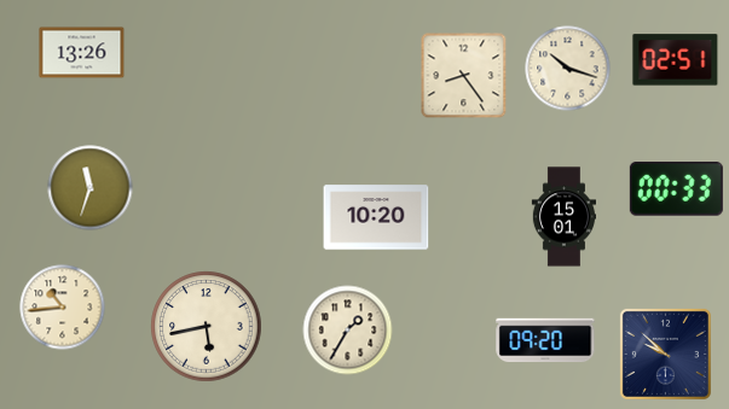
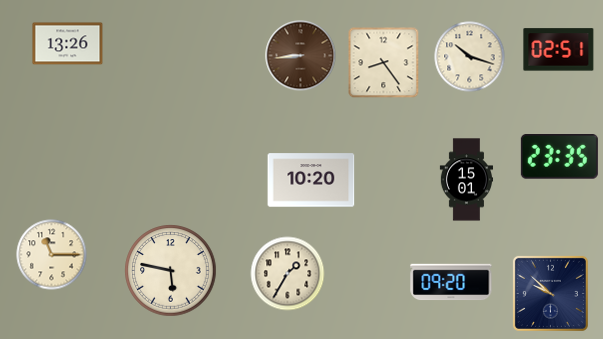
clock at (301, 56): none -> 8:44
clock at (91, 188): 11:33 -> none
clock at (676, 189): 00:33 -> 23:35
clock at (63, 308): 10:44 -> 11:15
clock at (207, 327): 5:43 -> 5:47
